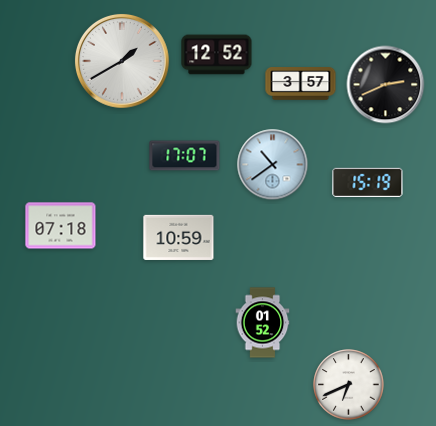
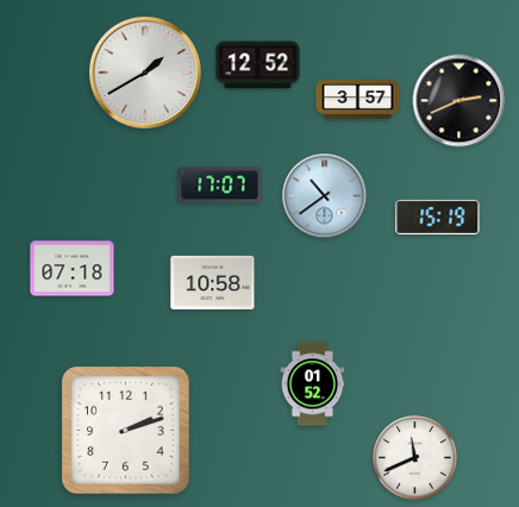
clock at (179, 237): 10:59 -> 10:58
clock at (126, 431): none -> 2:12
clock at (349, 385): 6:41 -> 11:41
